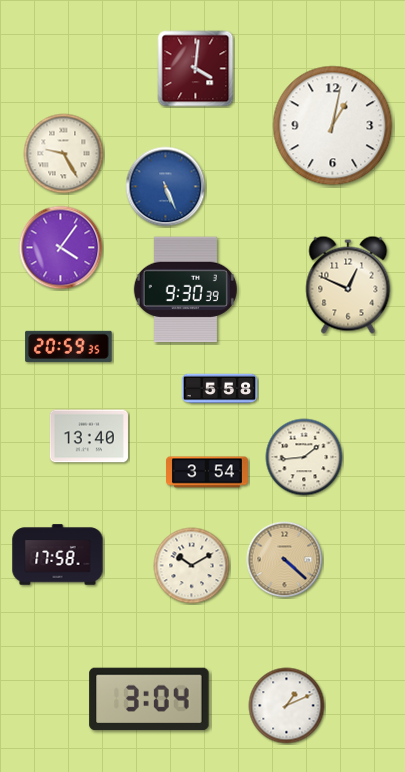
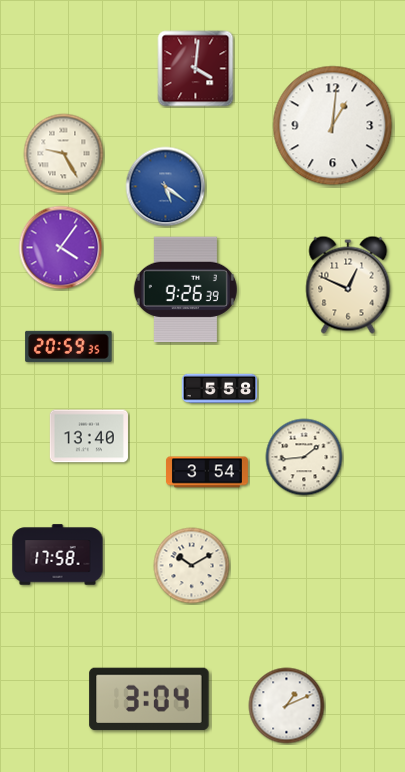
clock at (333, 126): 1:02 -> 1:01
clock at (166, 187): 5:26 -> 5:21
clock at (185, 290): 9:30 -> 9:26
clock at (285, 560): 4:22 -> none
